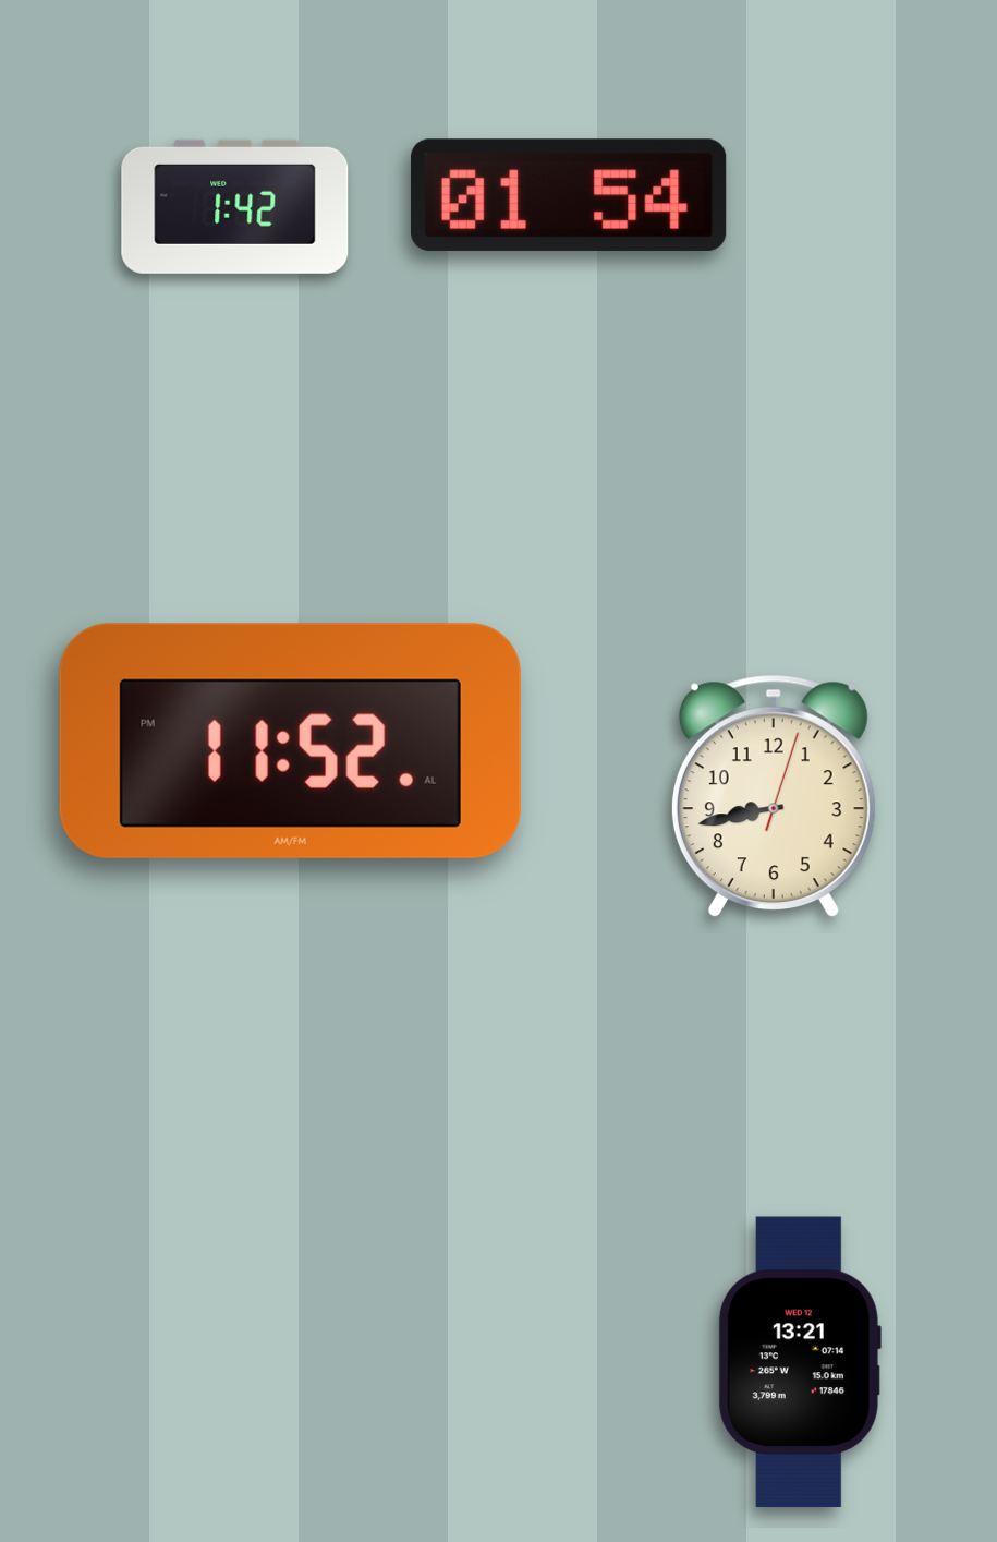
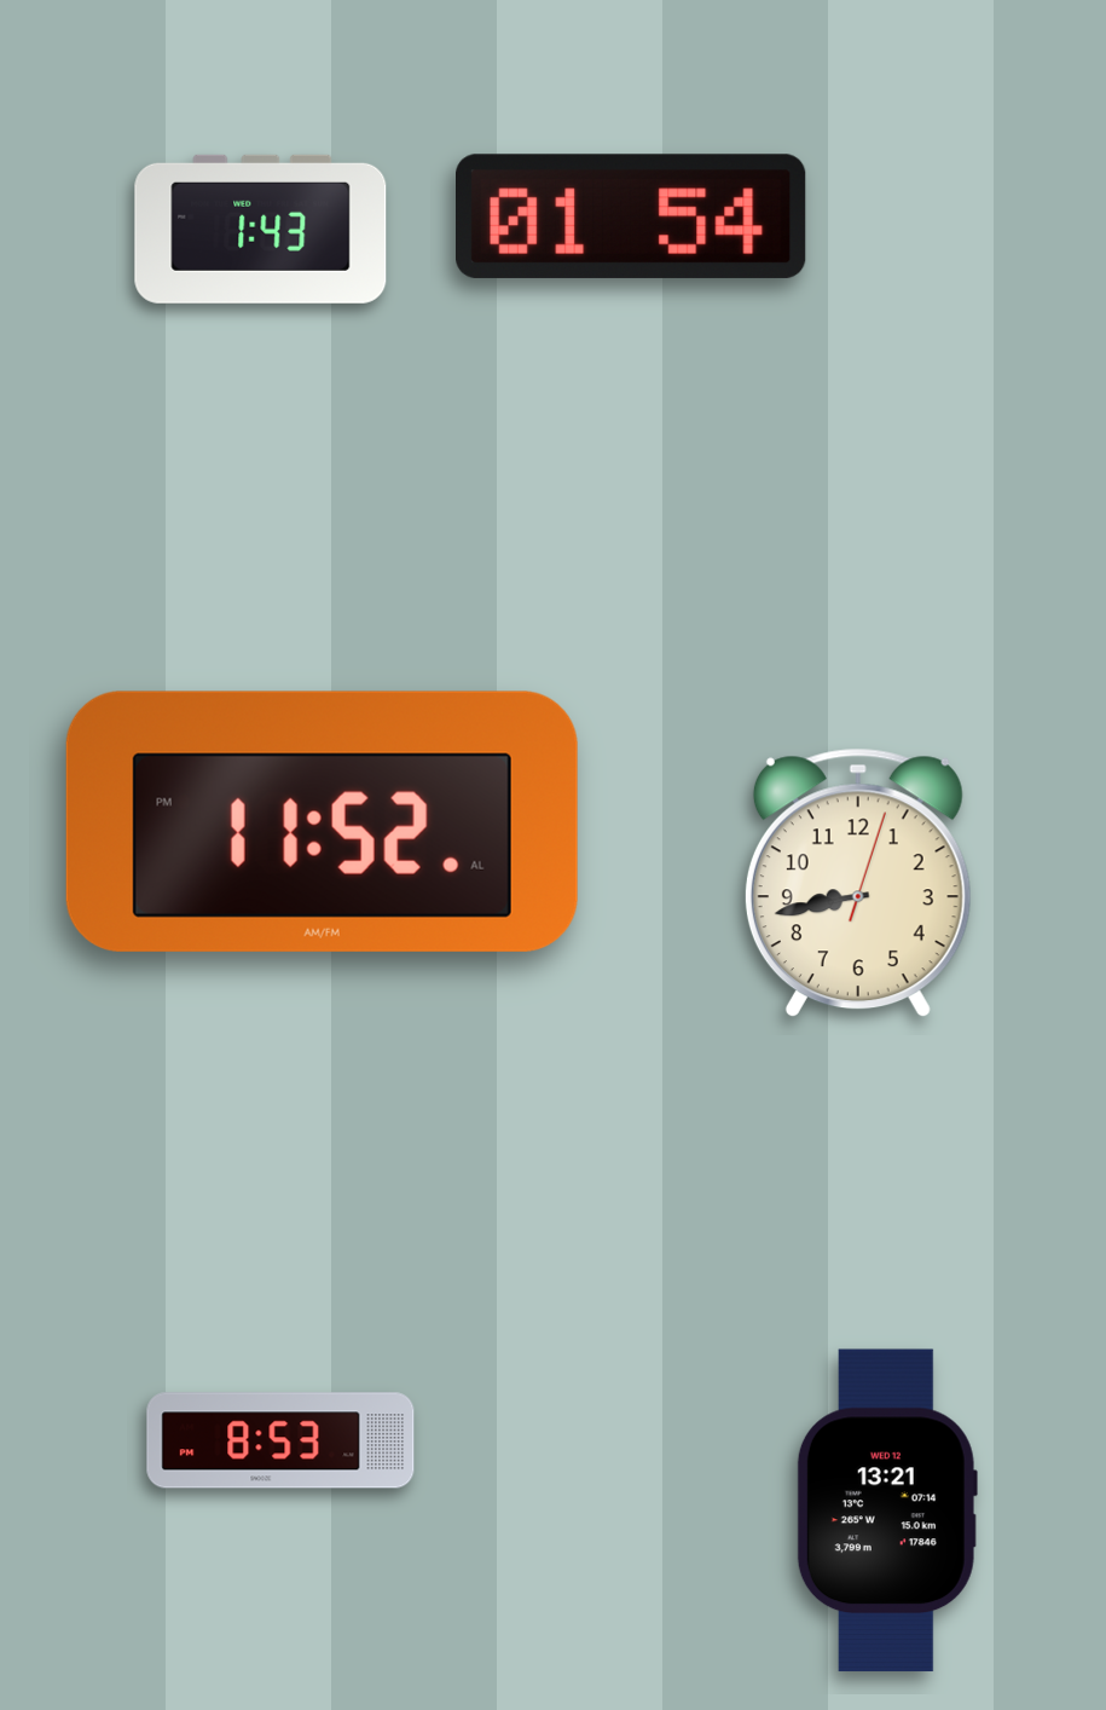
clock at (235, 206): 1:42 -> 1:43
clock at (280, 1440): none -> 8:53
